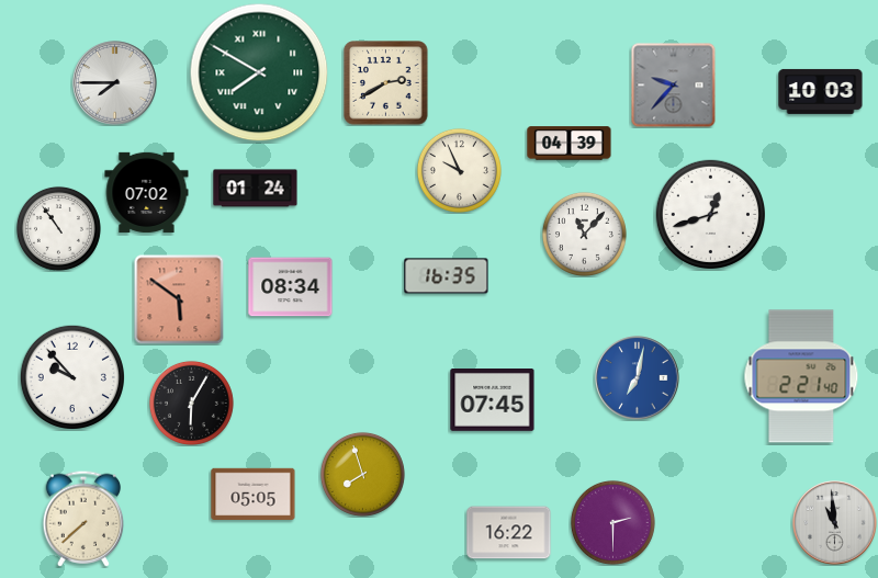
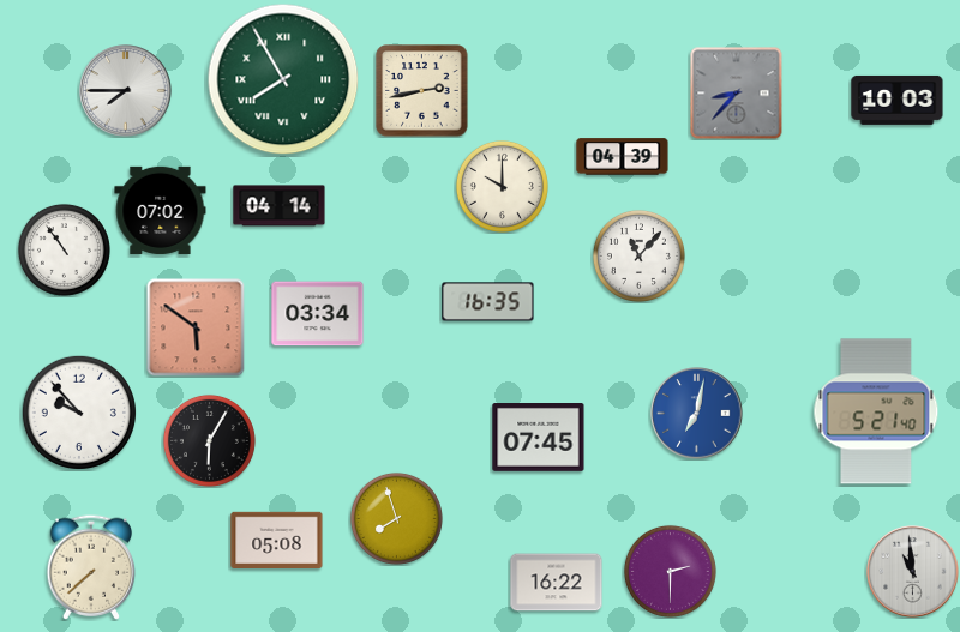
clock at (259, 72): 7:50 -> 7:55
clock at (386, 83): 2:40 -> 2:43
clock at (674, 86): 9:37 -> 8:37
clock at (459, 170): 9:56 -> 10:00
clock at (256, 189): 01:24 -> 04:14
clock at (710, 214): 12:42 -> none
clock at (291, 287): 08:34 -> 03:34
clock at (801, 376): 2:21 -> 5:21
clock at (254, 494): 05:05 -> 05:08
